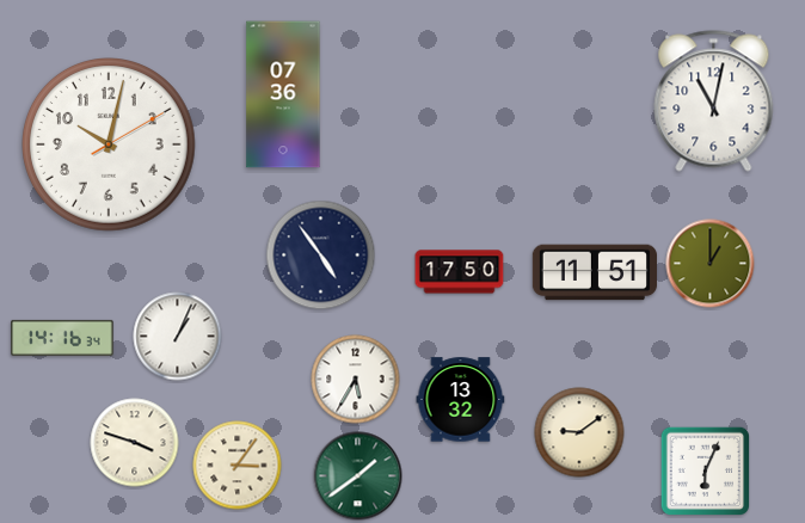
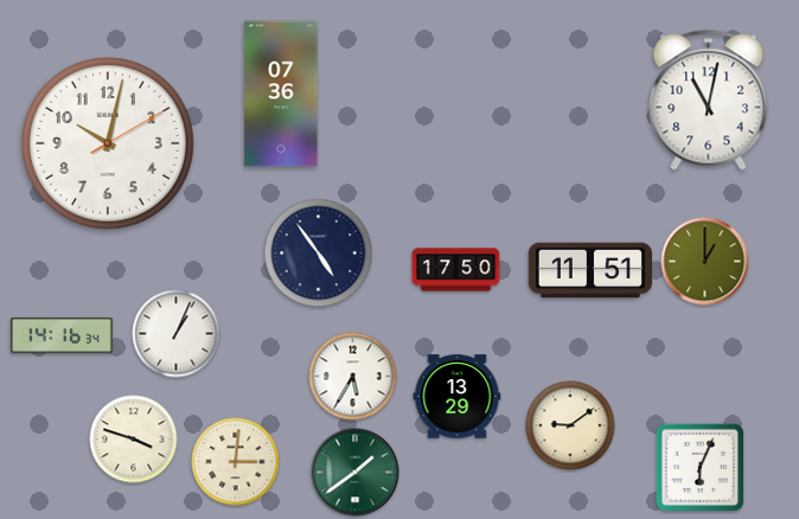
clock at (461, 400): 13:32 -> 13:29
clock at (579, 432) position: (579, 432) -> (570, 425)
clock at (238, 466): 3:06 -> 3:01
